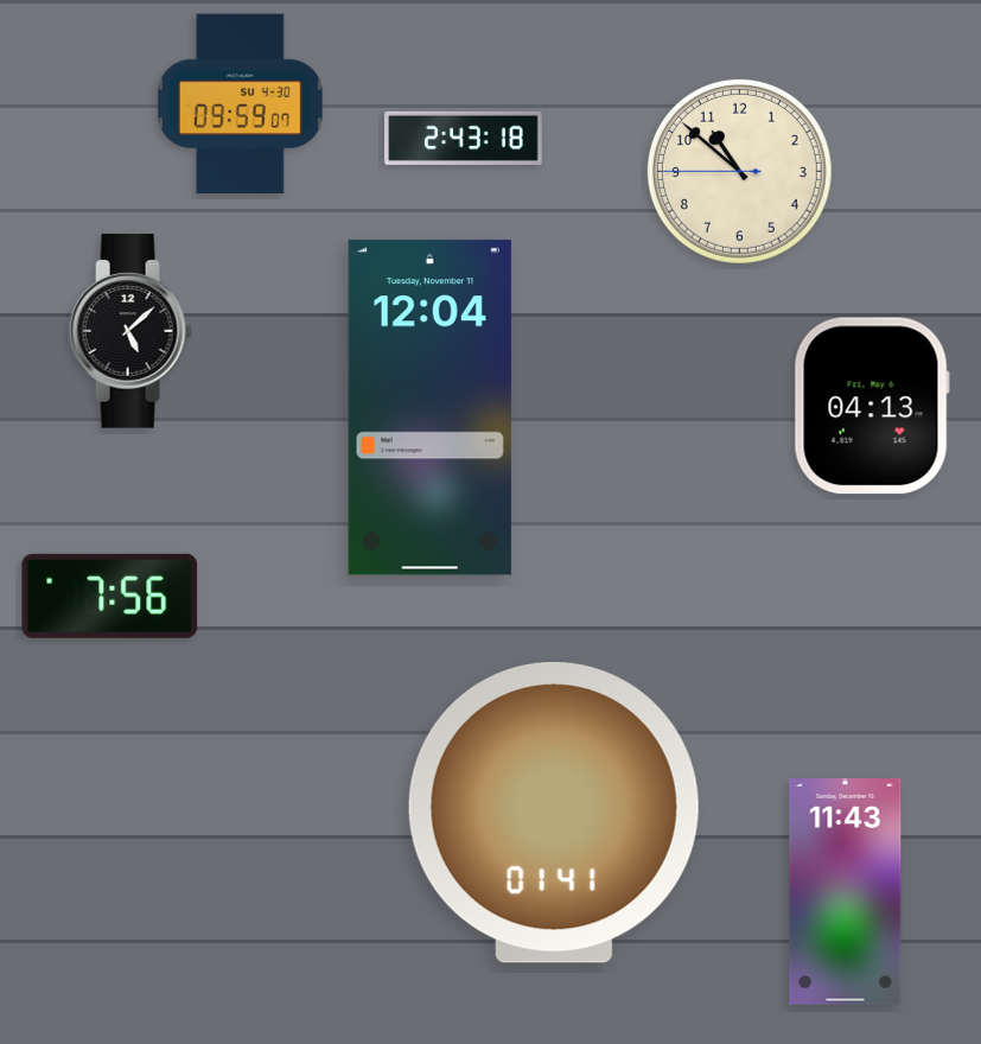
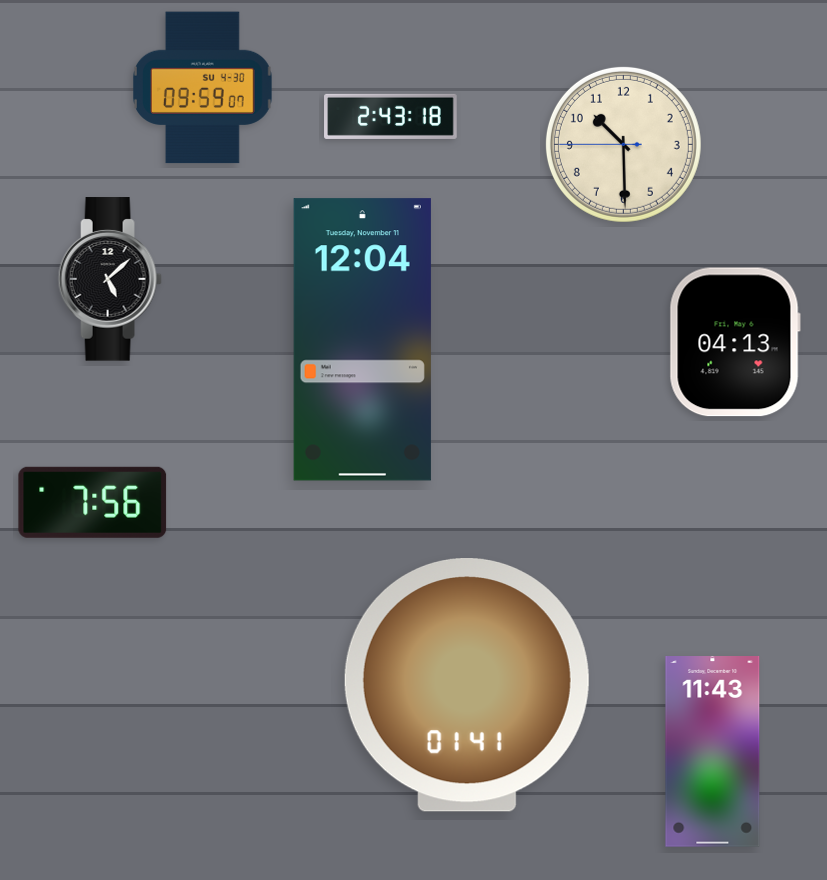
clock at (739, 171): 10:51 -> 10:29
clock at (429, 408) position: (429, 408) -> (362, 340)
